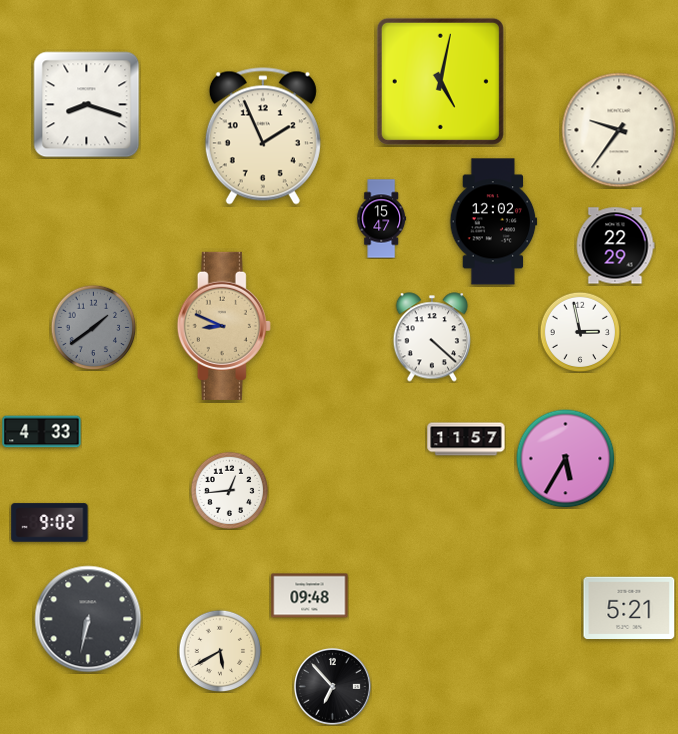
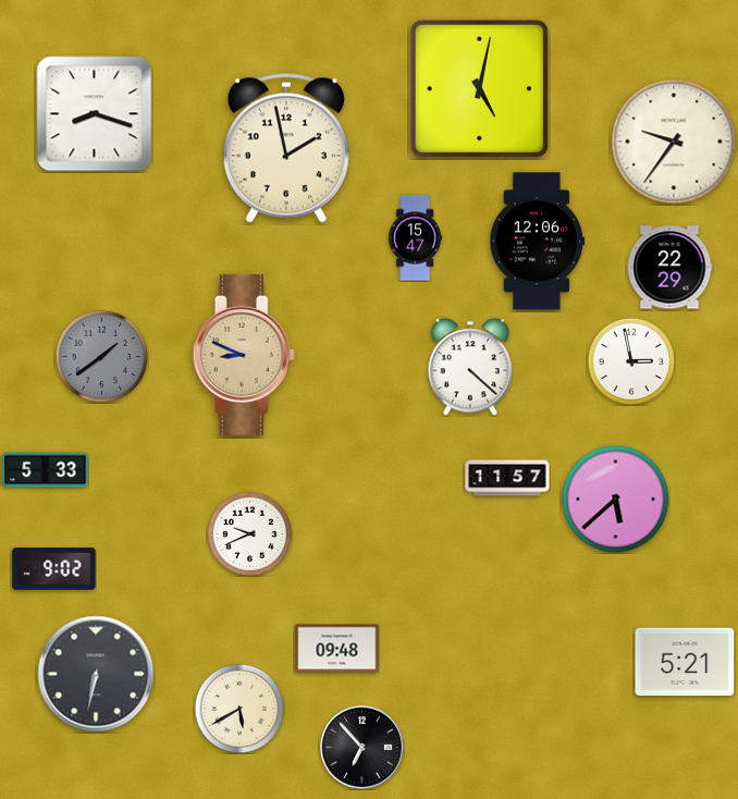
clock at (263, 136): 1:56 -> 1:58
clock at (494, 222): 12:02 -> 12:06
clock at (42, 432): 4:33 -> 5:33
clock at (566, 459): 5:35 -> 5:38
clock at (229, 490): 12:44 -> 9:41
